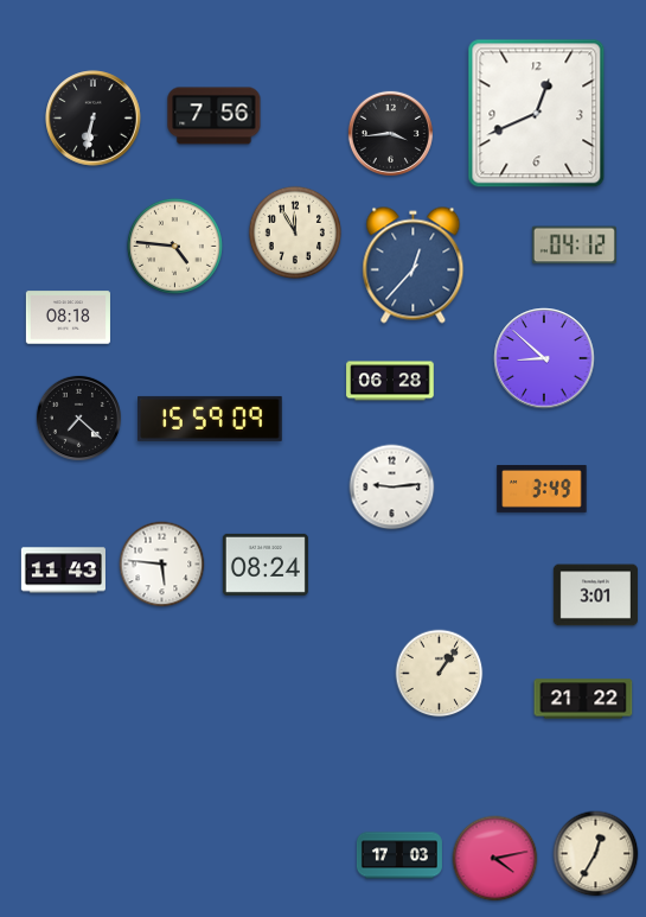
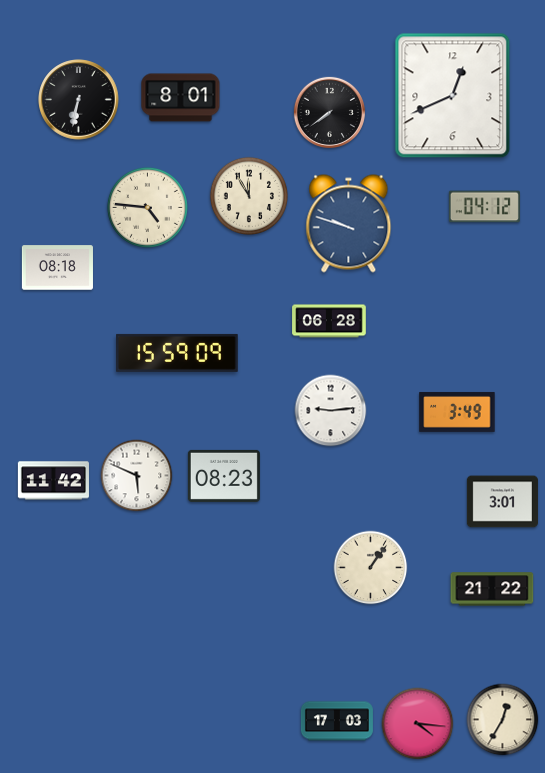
clock at (215, 116): 7:56 -> 8:01
clock at (390, 133): 3:44 -> 7:39
clock at (414, 266): 12:37 -> 9:48
clock at (544, 358): 8:52 -> none
clock at (78, 418): 7:22 -> none
clock at (162, 565): 5:46 -> 5:49
clock at (266, 565): 08:24 -> 08:23
clock at (63, 571): 11:43 -> 11:42
clock at (495, 859): 4:13 -> 4:16
